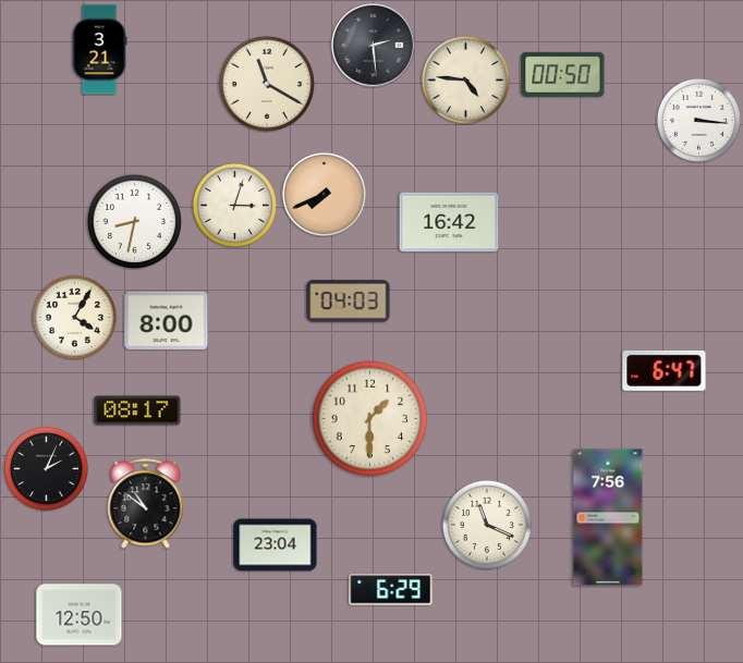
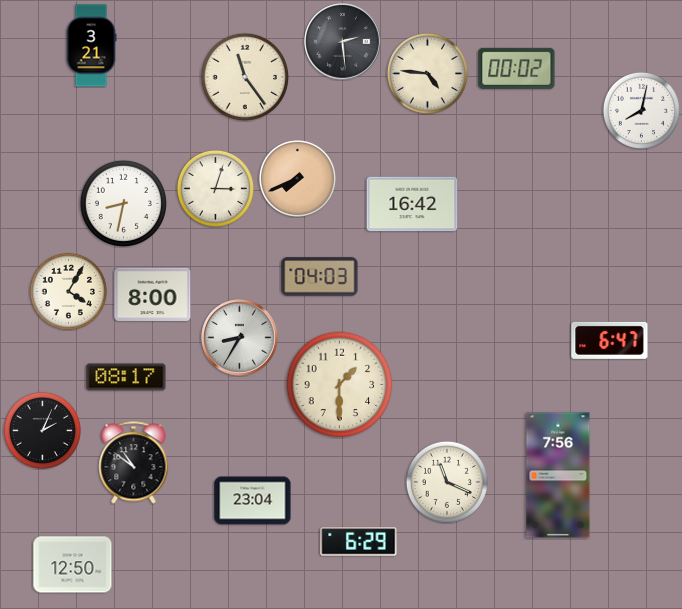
clock at (563, 74): 00:50 -> 00:02
clock at (266, 83): 11:20 -> 11:24
clock at (698, 120): 3:16 -> 8:02
clock at (240, 338): none -> 8:35
